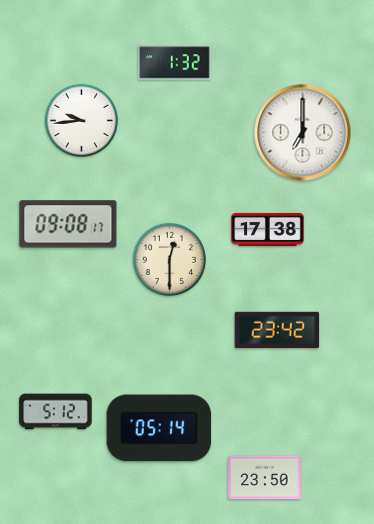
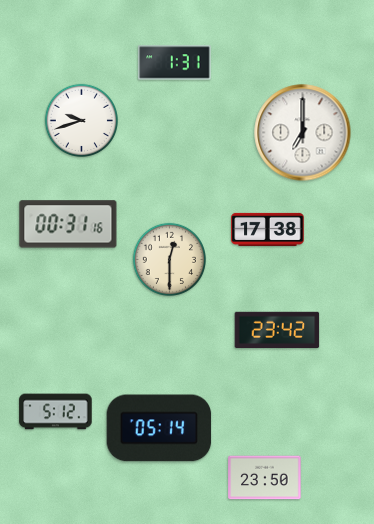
clock at (175, 63): 1:32 -> 1:31
clock at (81, 120): 9:44 -> 9:42
clock at (68, 224): 09:08 -> 00:31
